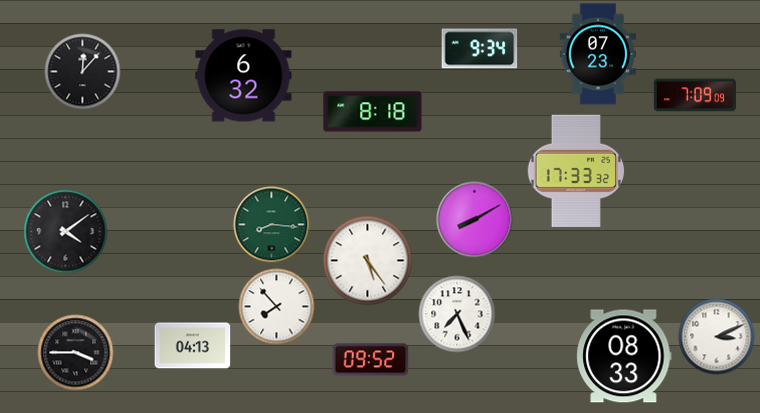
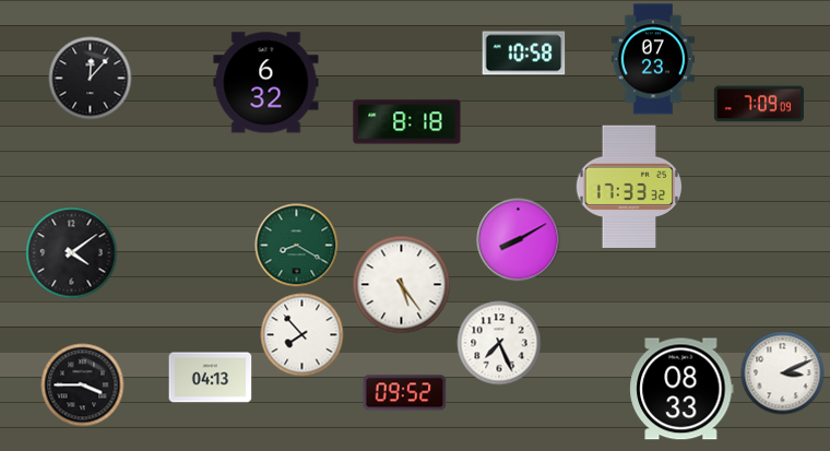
clock at (480, 49): 9:34 -> 10:58
clock at (272, 225): 8:16 -> 8:20
clock at (717, 337) position: (717, 337) -> (783, 373)
